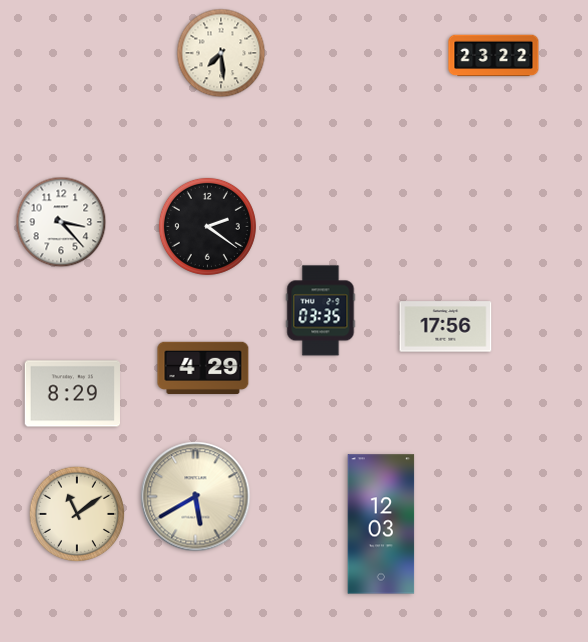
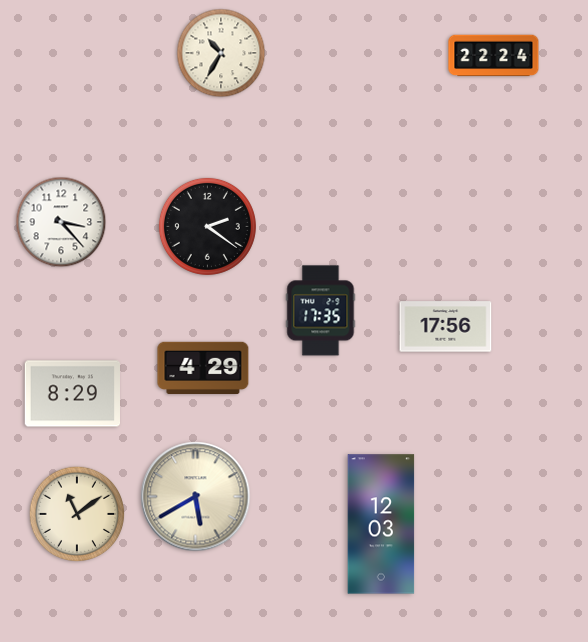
clock at (221, 53): 7:29 -> 10:35
clock at (494, 56): 23:22 -> 22:24
clock at (321, 311): 03:35 -> 17:35
